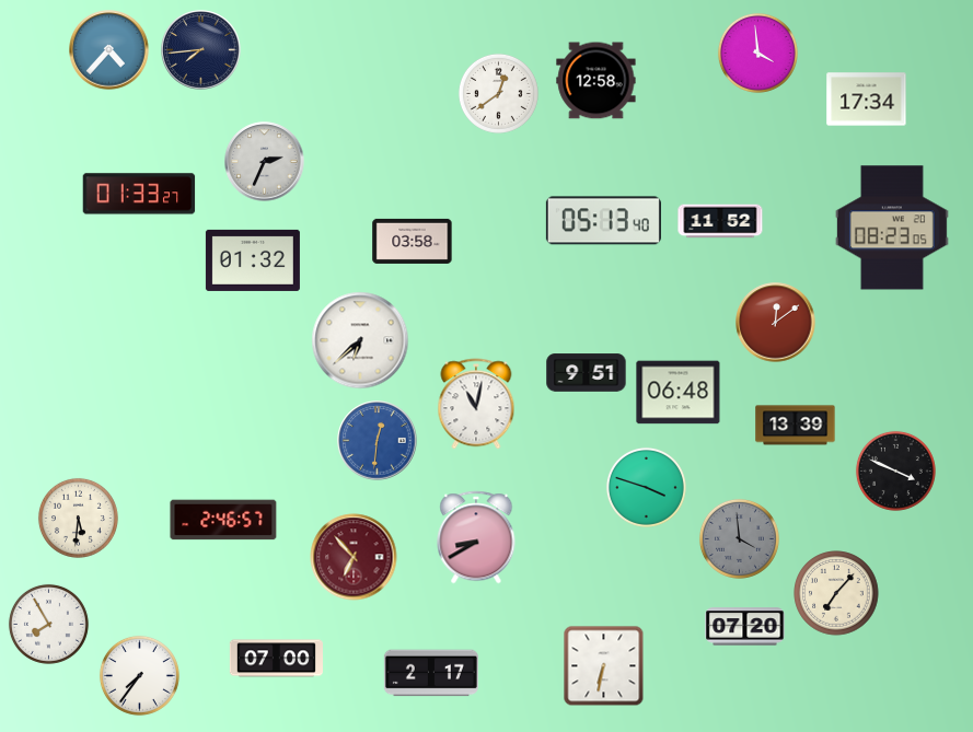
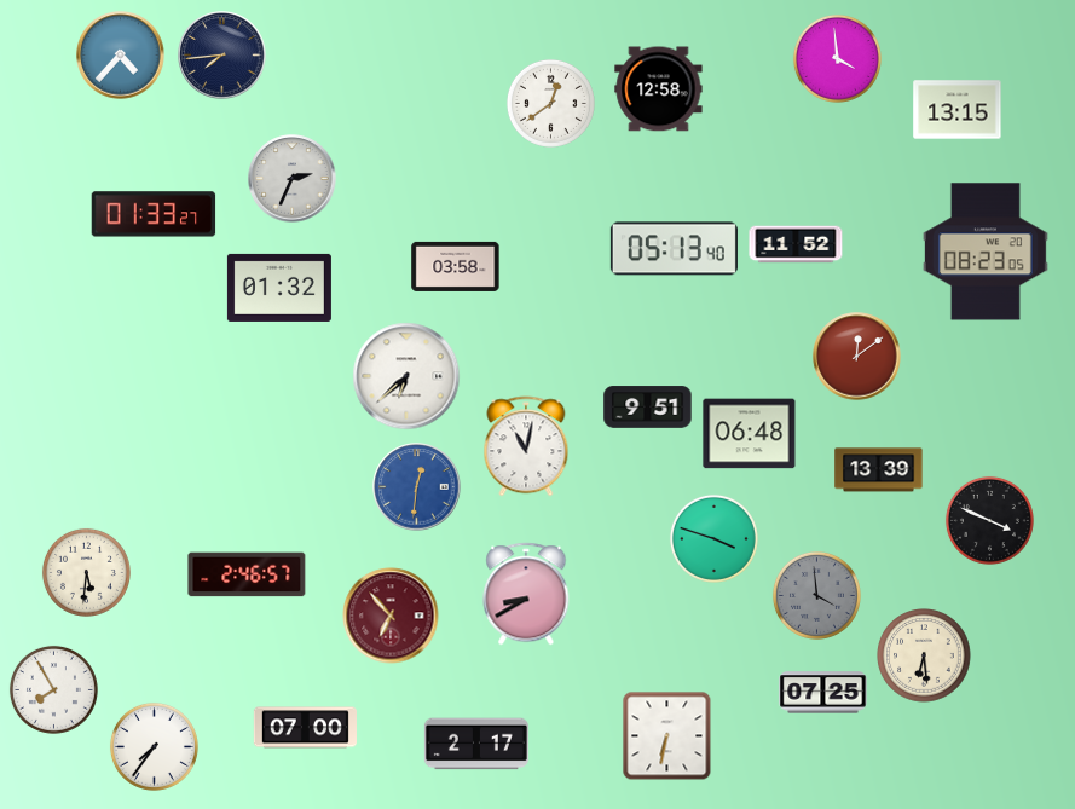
clock at (867, 100): 17:34 -> 13:15
clock at (603, 221) position: (603, 221) -> (674, 249)
clock at (360, 340) position: (360, 340) -> (406, 376)
clock at (587, 373) position: (587, 373) -> (648, 408)
clock at (836, 593): 7:07 -> 6:29
clock at (745, 627): 07:20 -> 07:25
